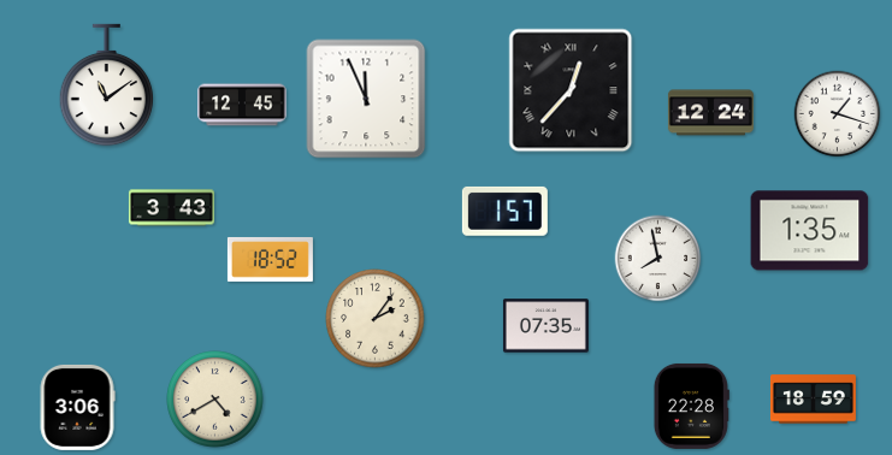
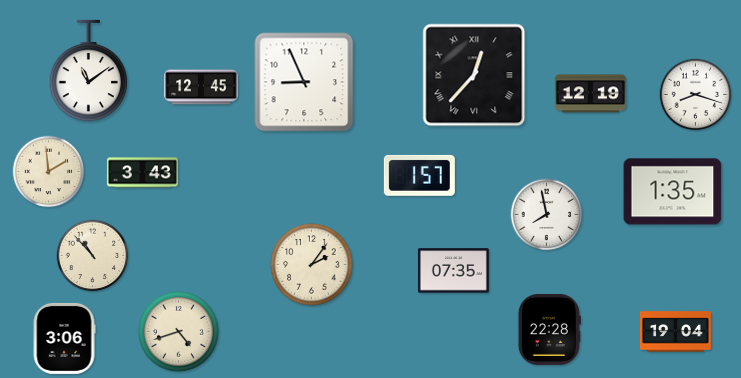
clock at (366, 99): 11:56 -> 8:56
clock at (710, 113): 12:24 -> 12:19
clock at (838, 114): 1:18 -> 8:18
clock at (49, 172): none -> 1:59
clock at (270, 259): 18:52 -> none
clock at (93, 256): none -> 10:53
clock at (215, 400): 4:40 -> 4:42
clock at (813, 400): 18:59 -> 19:04
clock at (691, 406) position: (691, 406) -> (549, 329)
